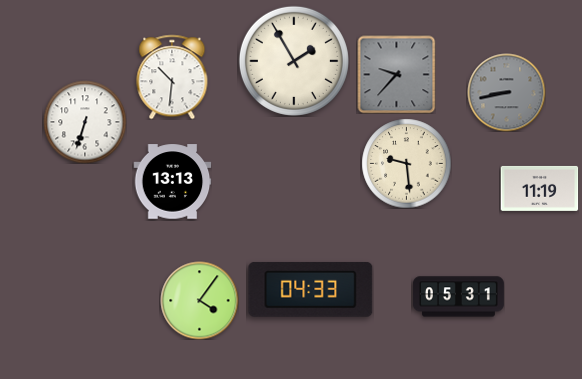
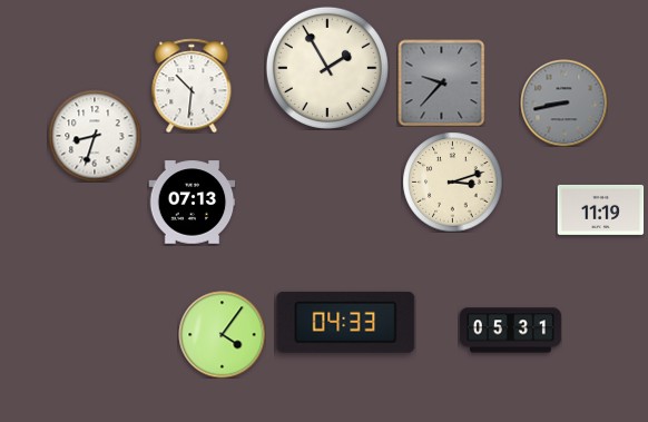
clock at (85, 122): 6:33 -> 8:33
clock at (406, 163): 9:29 -> 3:12
clock at (172, 182): 13:13 -> 07:13
